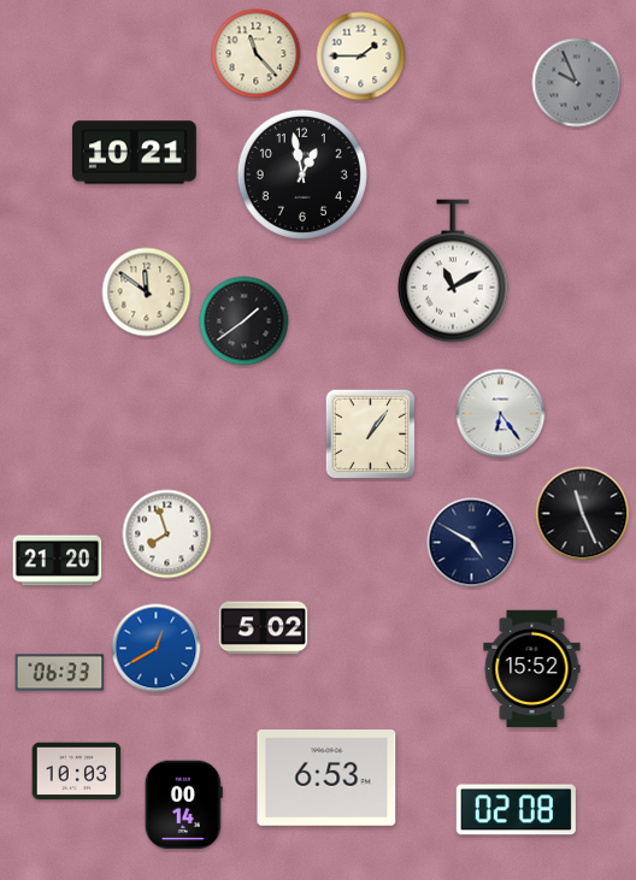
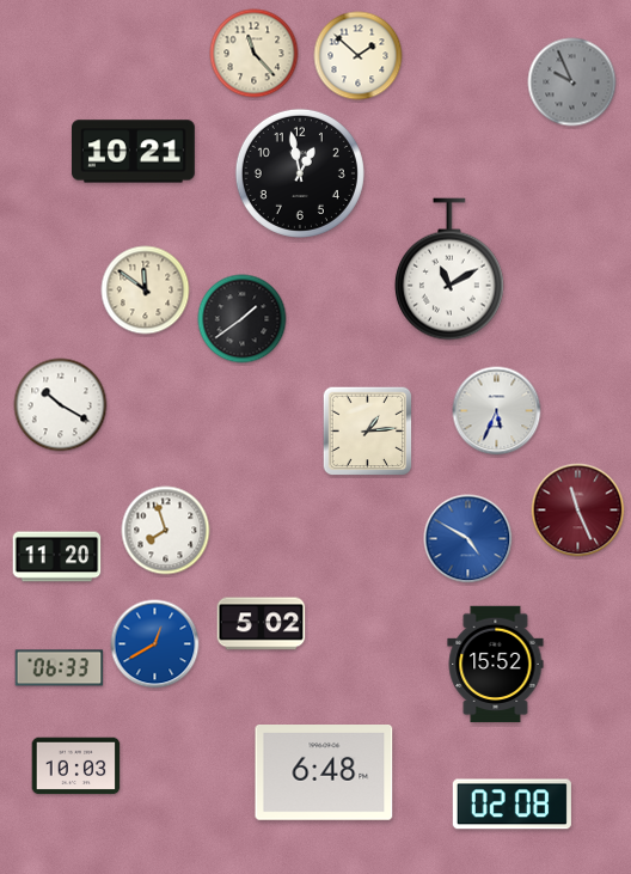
clock at (361, 57): 1:45 -> 1:52
clock at (61, 405): none -> 10:20
clock at (501, 414): 6:24 -> 5:34
clock at (371, 435): 1:06 -> 1:14
clock at (583, 514) dial: black -> burgundy
clock at (472, 543) dial: navy -> blue
clock at (58, 561): 21:20 -> 11:20
clock at (532, 669) position: (532, 669) -> (496, 665)
clock at (326, 779): 6:53 -> 6:48
clock at (183, 805): 00:14 -> none
